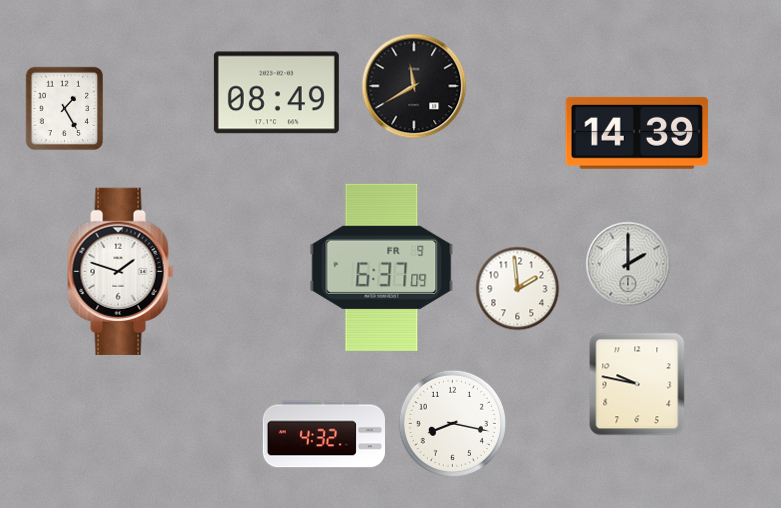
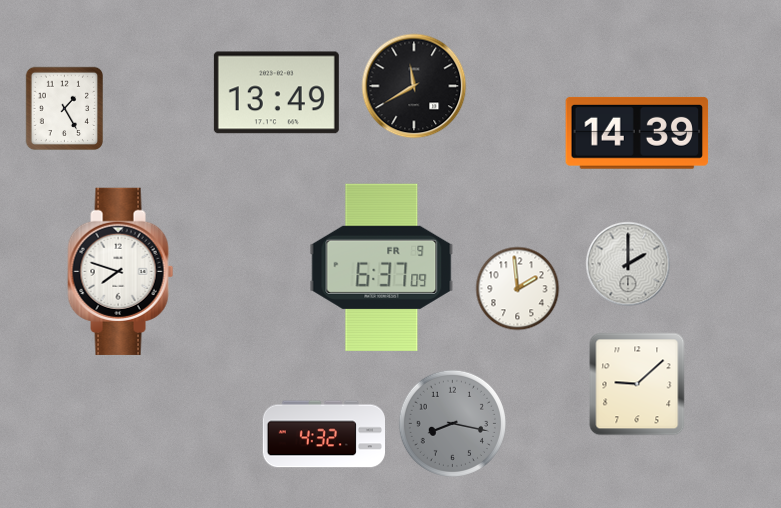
clock at (276, 93): 08:49 -> 13:49
clock at (121, 271): 1:48 -> 7:48
clock at (637, 384): 9:47 -> 9:08
clock at (452, 423) dial: white -> grey
